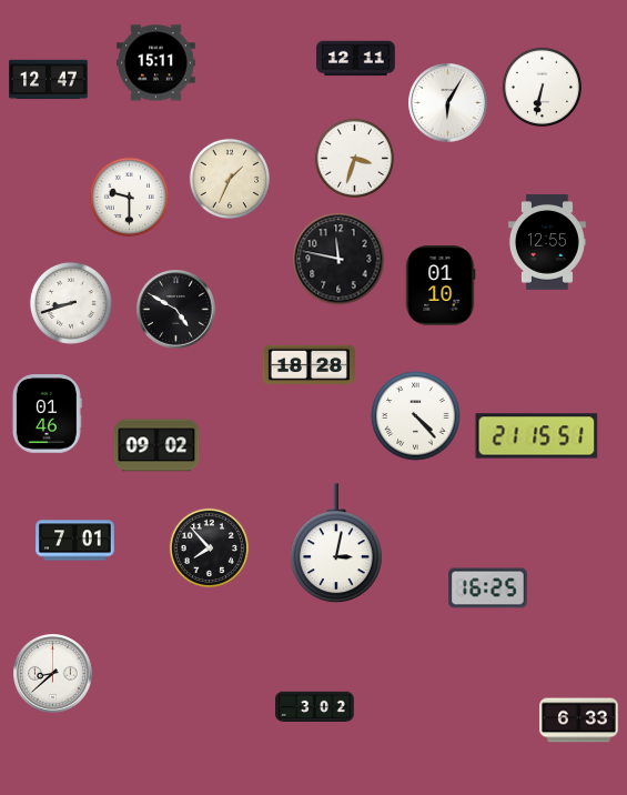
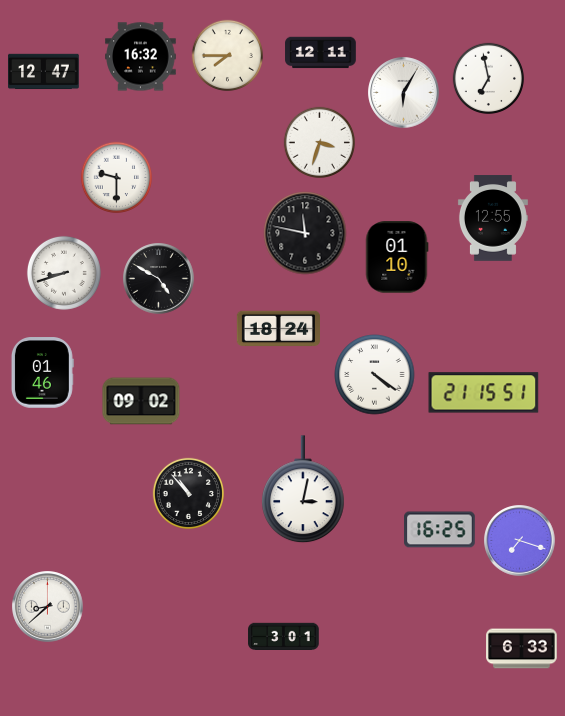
clock at (227, 55): none -> 7:45
clock at (156, 63): 15:11 -> 16:32
clock at (542, 87): 6:32 -> 6:58
clock at (230, 179): 1:34 -> none
clock at (309, 365): 18:28 -> 18:24
clock at (416, 416): 4:23 -> 4:21
clock at (75, 541): 7:01 -> none
clock at (209, 547): 7:53 -> 10:53
clock at (520, 541): none -> 7:18
clock at (315, 706): 3:02 -> 3:01
